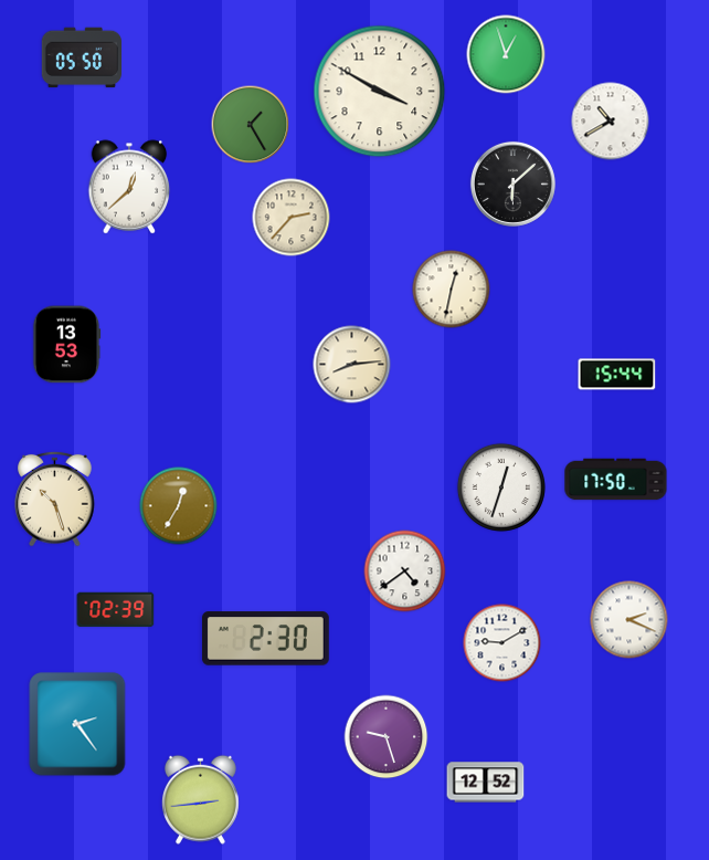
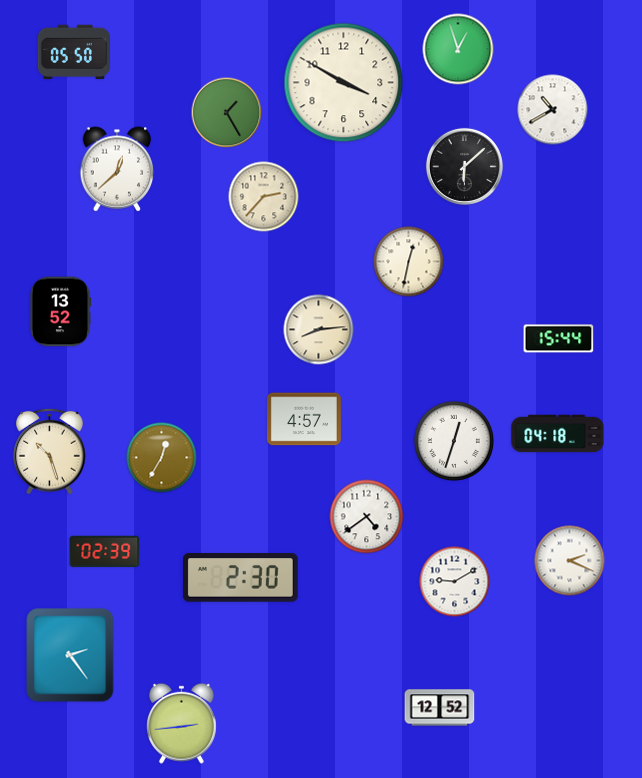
clock at (66, 345): 13:53 -> 13:52
clock at (304, 419): none -> 4:57
clock at (616, 480): 17:50 -> 04:18
clock at (387, 737): 9:27 -> none
